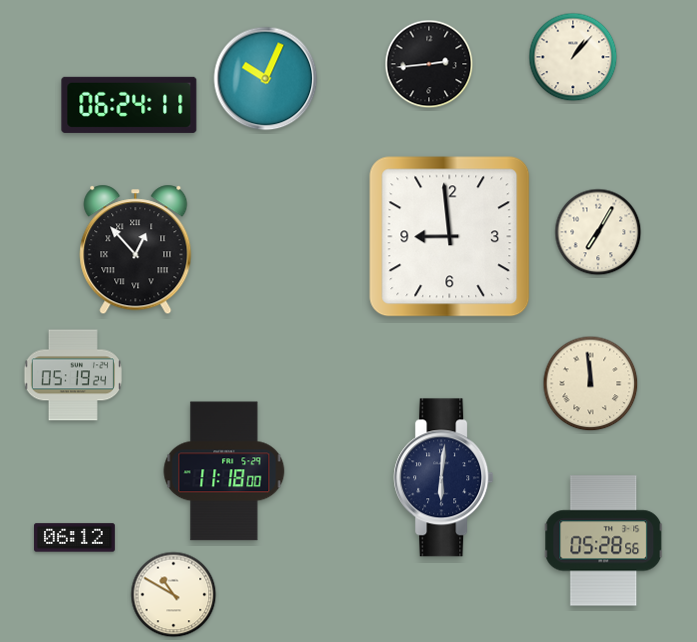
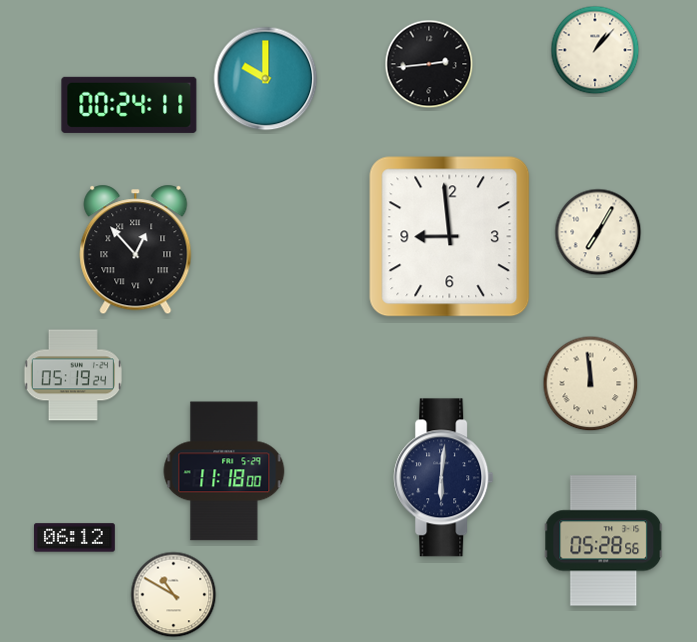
clock at (573, 57) position: (573, 57) -> (595, 50)
clock at (266, 79): 10:04 -> 10:00
clock at (129, 105): 06:24 -> 00:24
